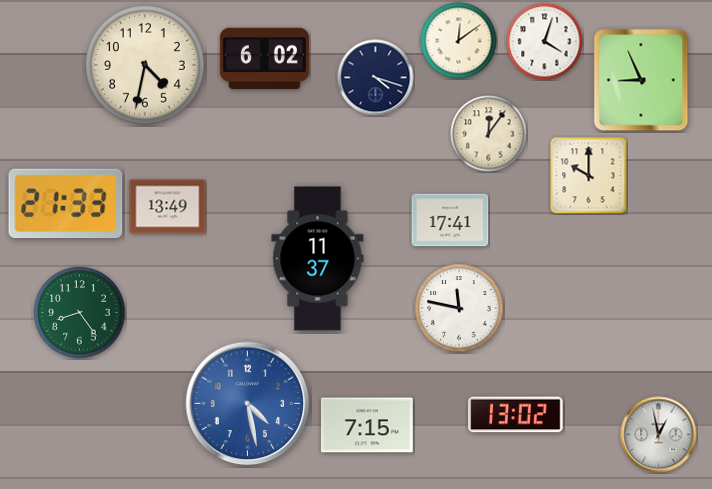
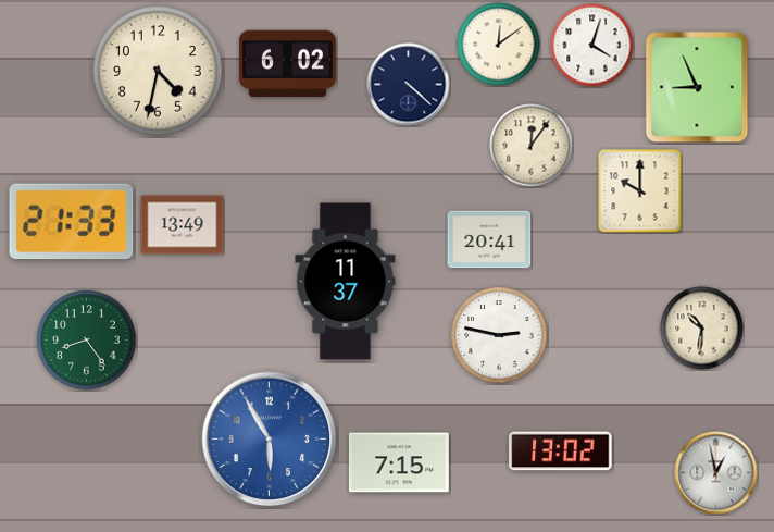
clock at (376, 78): 4:18 -> 4:22
clock at (450, 220): 17:41 -> 20:41
clock at (702, 329): none -> 10:31
clock at (459, 308): 11:47 -> 2:47
clock at (248, 404): 4:28 -> 5:55
